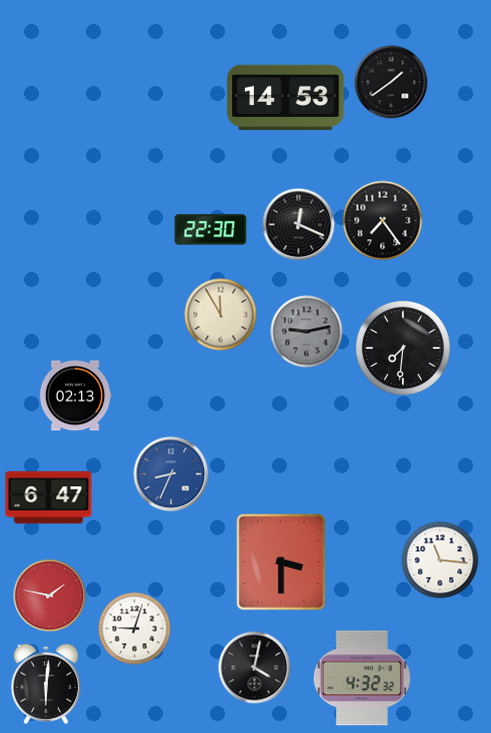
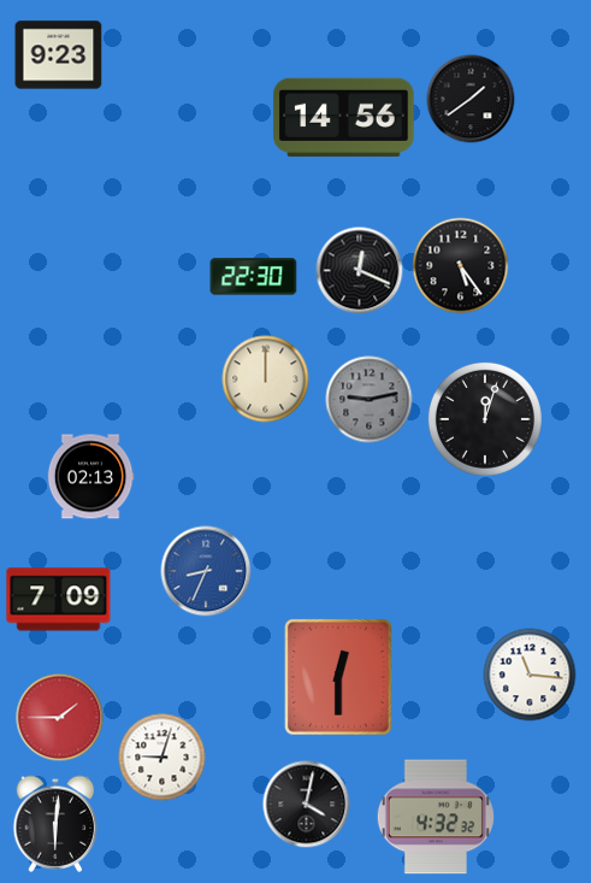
clock at (59, 55): none -> 9:23
clock at (286, 97): 14:53 -> 14:56
clock at (383, 221): 7:24 -> 5:24
clock at (221, 315): 11:55 -> 12:00
clock at (403, 348): 7:31 -> 12:03
clock at (49, 498): 6:47 -> 7:09
clock at (281, 562): 3:30 -> 12:30
clock at (50, 596): 1:47 -> 1:45
